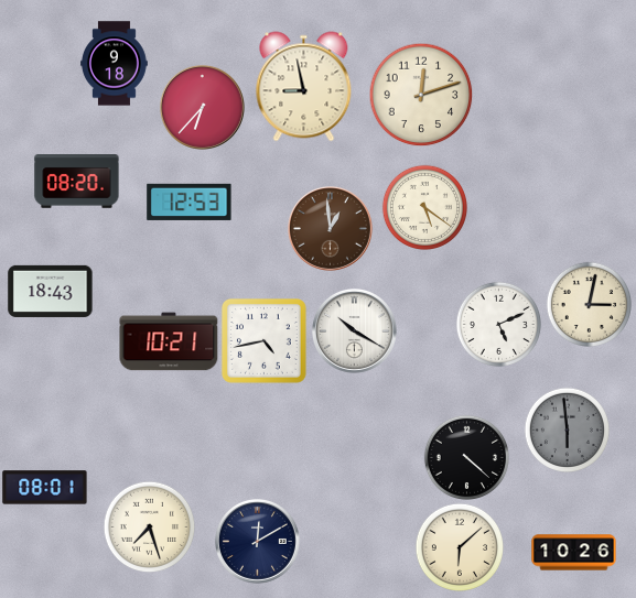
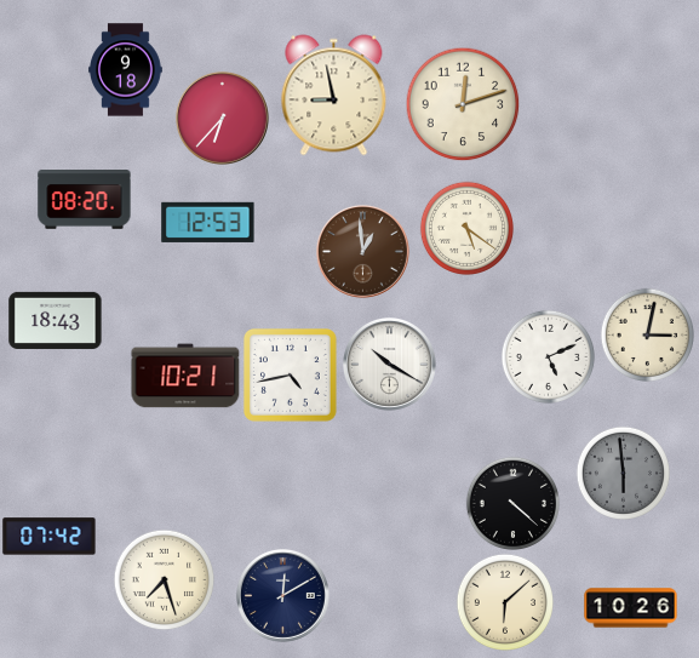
clock at (45, 488): 08:01 -> 07:42
